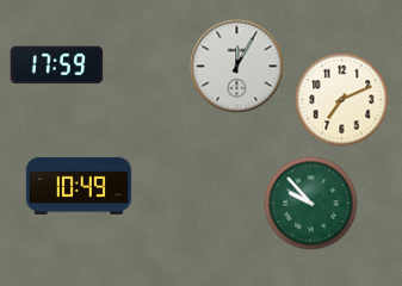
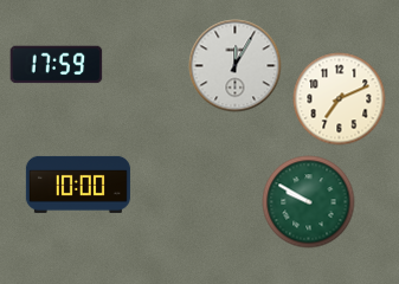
clock at (79, 186): 10:49 -> 10:00
clock at (310, 203): 9:53 -> 9:50
